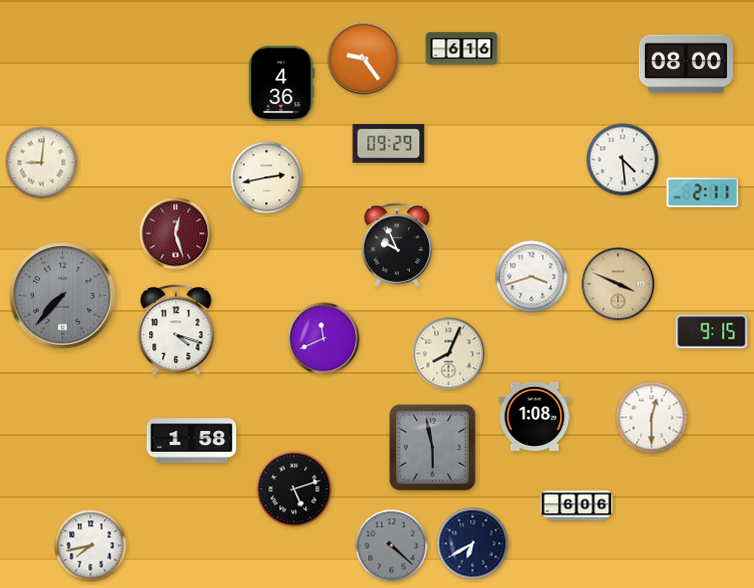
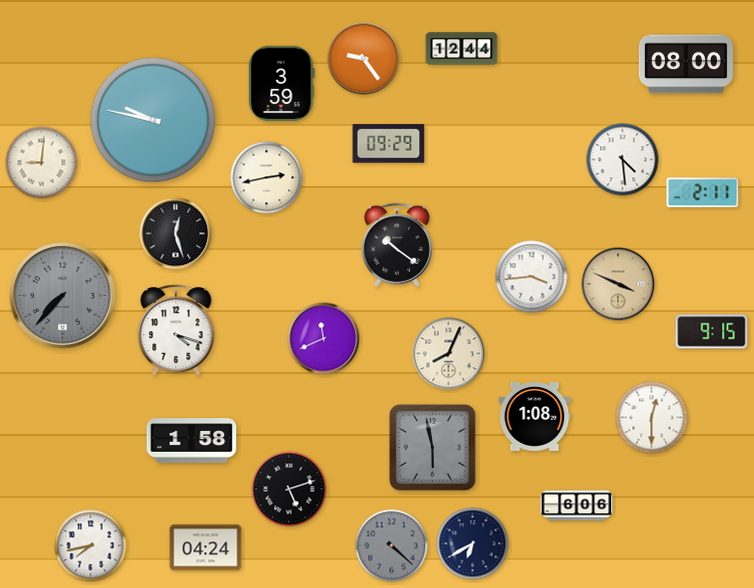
clock at (462, 49): 6:16 -> 12:44
clock at (282, 83): 4:36 -> 3:59
clock at (153, 120): none -> 9:47
clock at (176, 234) dial: burgundy -> black
clock at (397, 245): 9:56 -> 10:21
clock at (532, 277): 3:42 -> 3:44
clock at (294, 489) position: (294, 489) -> (289, 489)
clock at (206, 548): none -> 04:24
